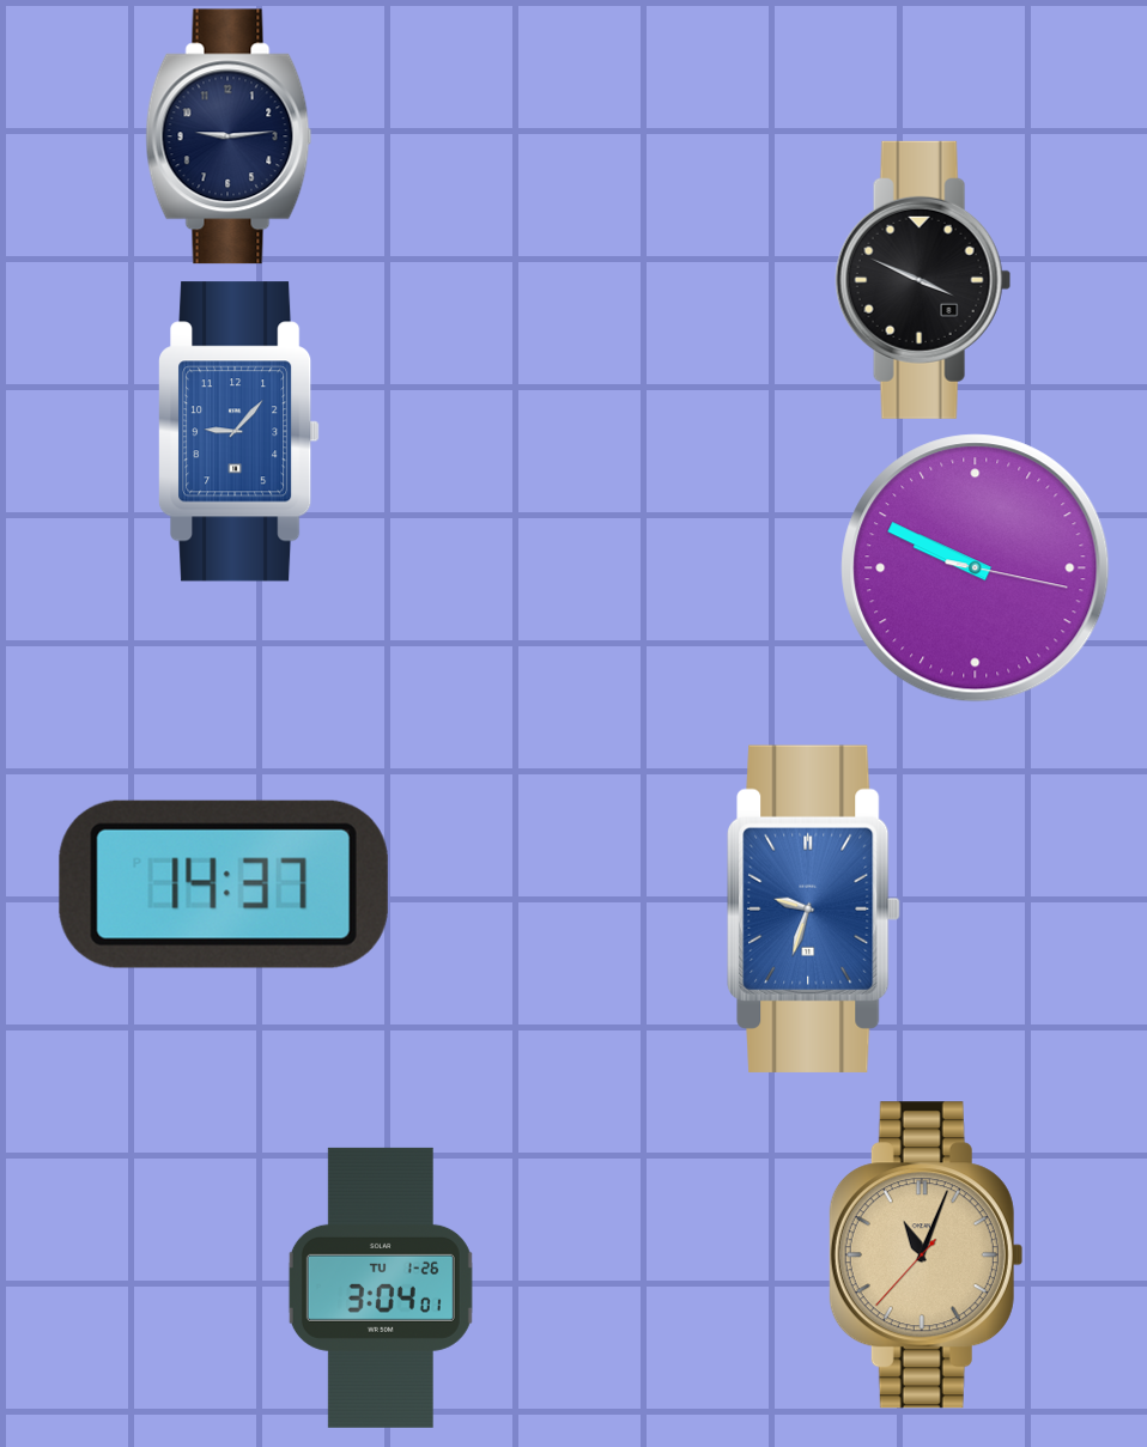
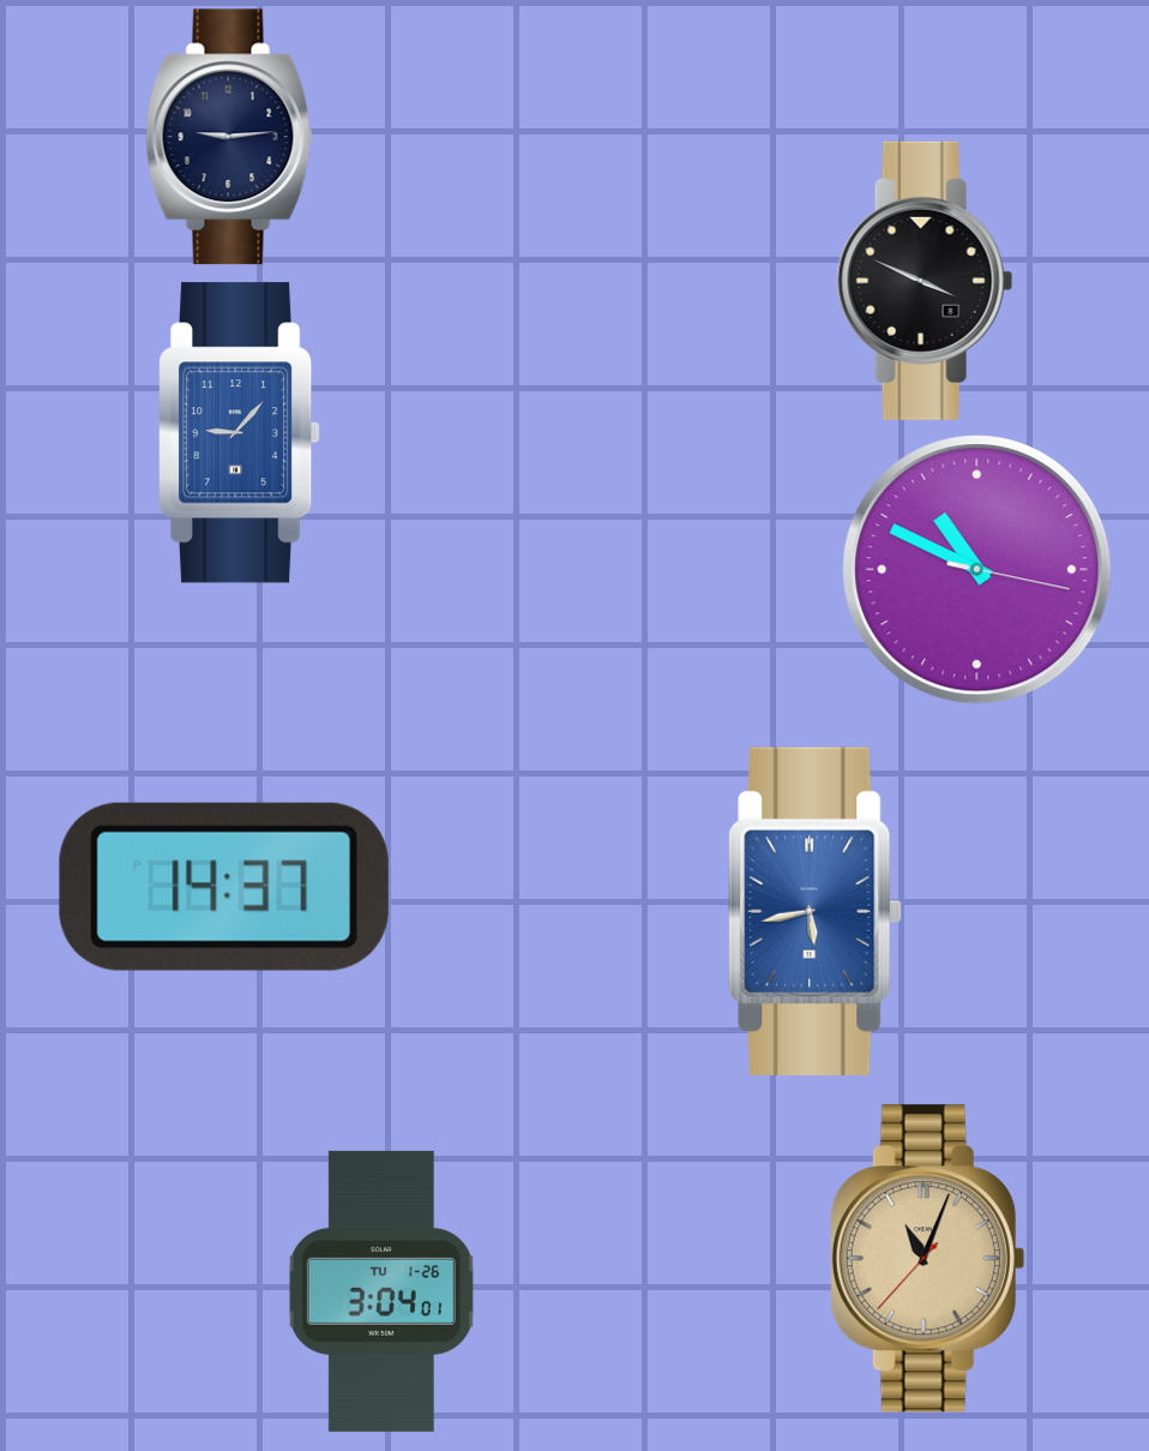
clock at (976, 569): 9:49 -> 10:49
clock at (814, 908): 9:33 -> 5:43
